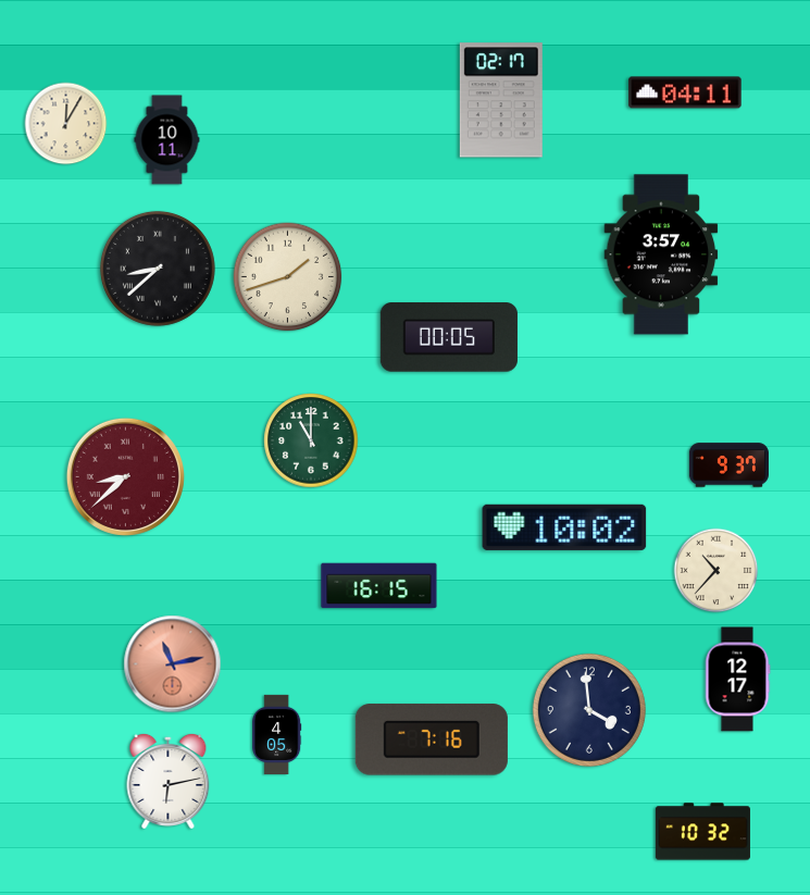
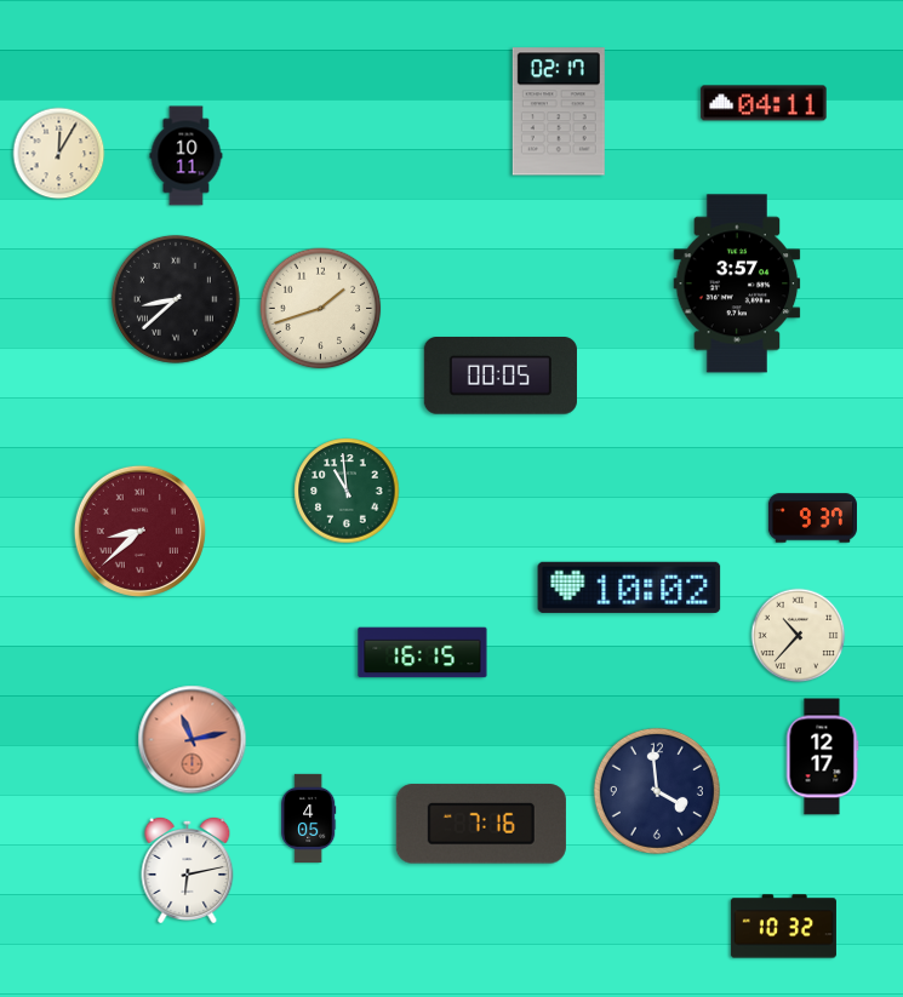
clock at (66, 124) position: (66, 124) -> (59, 154)
clock at (311, 440): 11:00 -> 10:59
